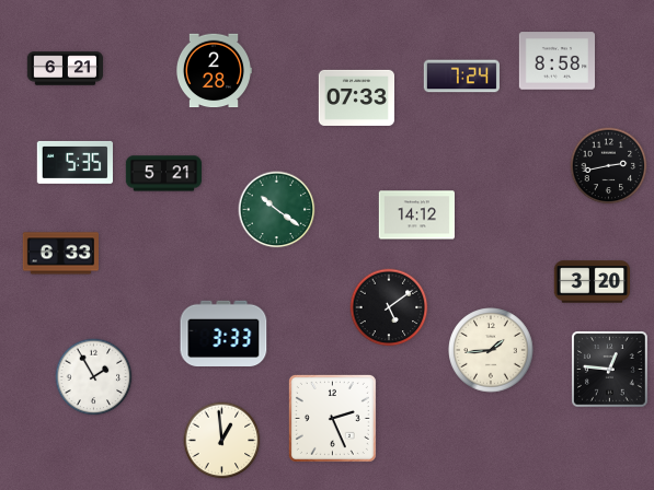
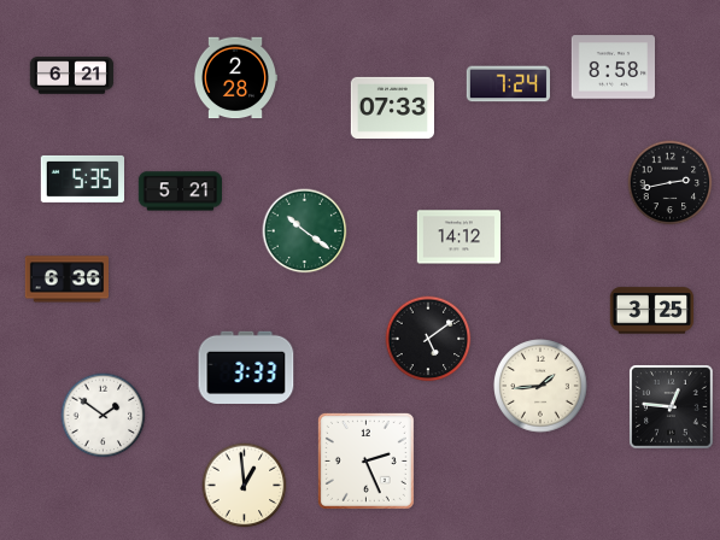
clock at (60, 254): 6:33 -> 6:36
clock at (592, 282): 3:20 -> 3:25
clock at (94, 377): 1:55 -> 1:51
